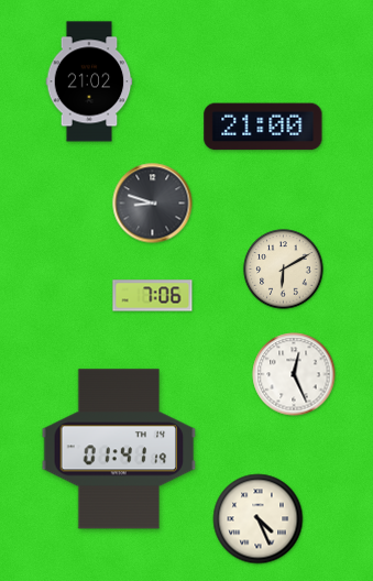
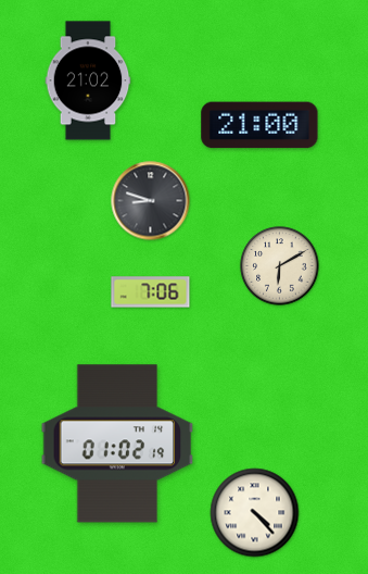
clock at (294, 374): 12:26 -> none
clock at (119, 449): 01:41 -> 01:02
clock at (259, 519): 4:26 -> 4:23
